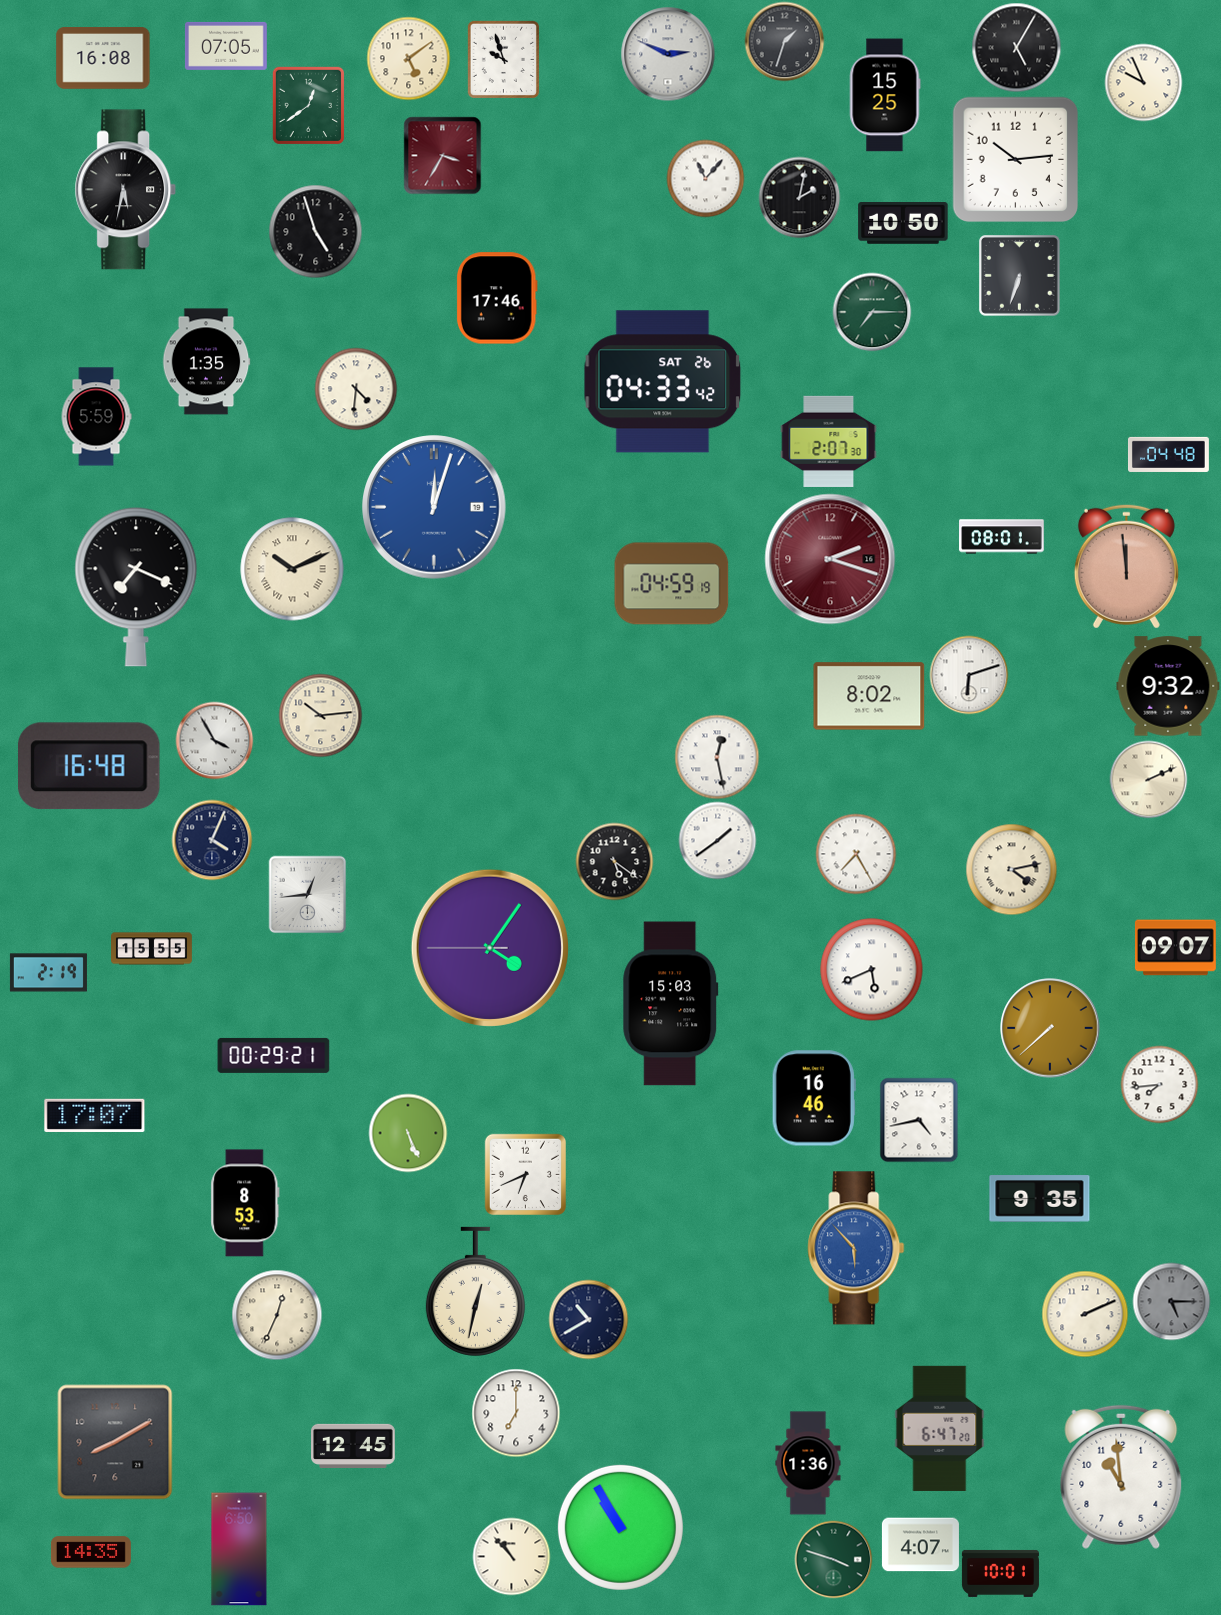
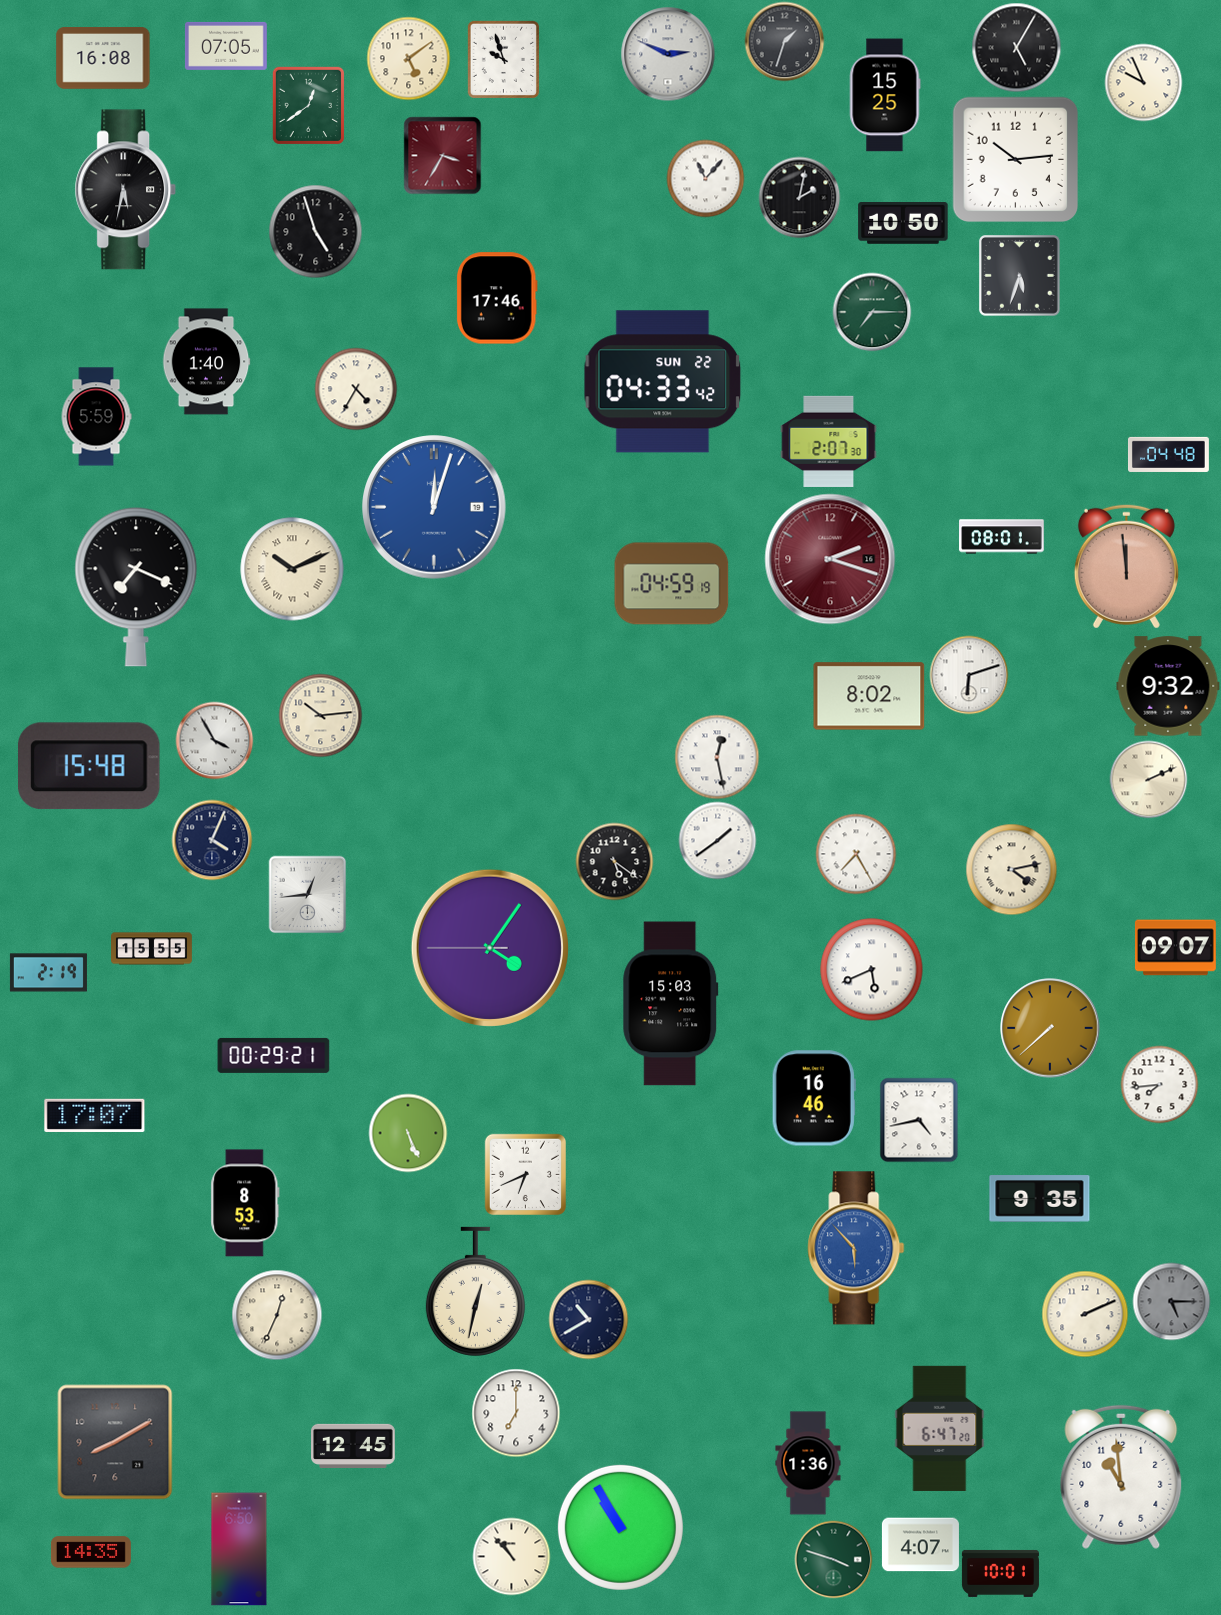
clock at (1020, 276): 6:33 -> 5:33
clock at (206, 362): 1:35 -> 1:40
clock at (663, 382) date: SAT 26 -> SUN 22
clock at (356, 389): 4:31 -> 4:35
clock at (89, 766): 16:48 -> 15:48
